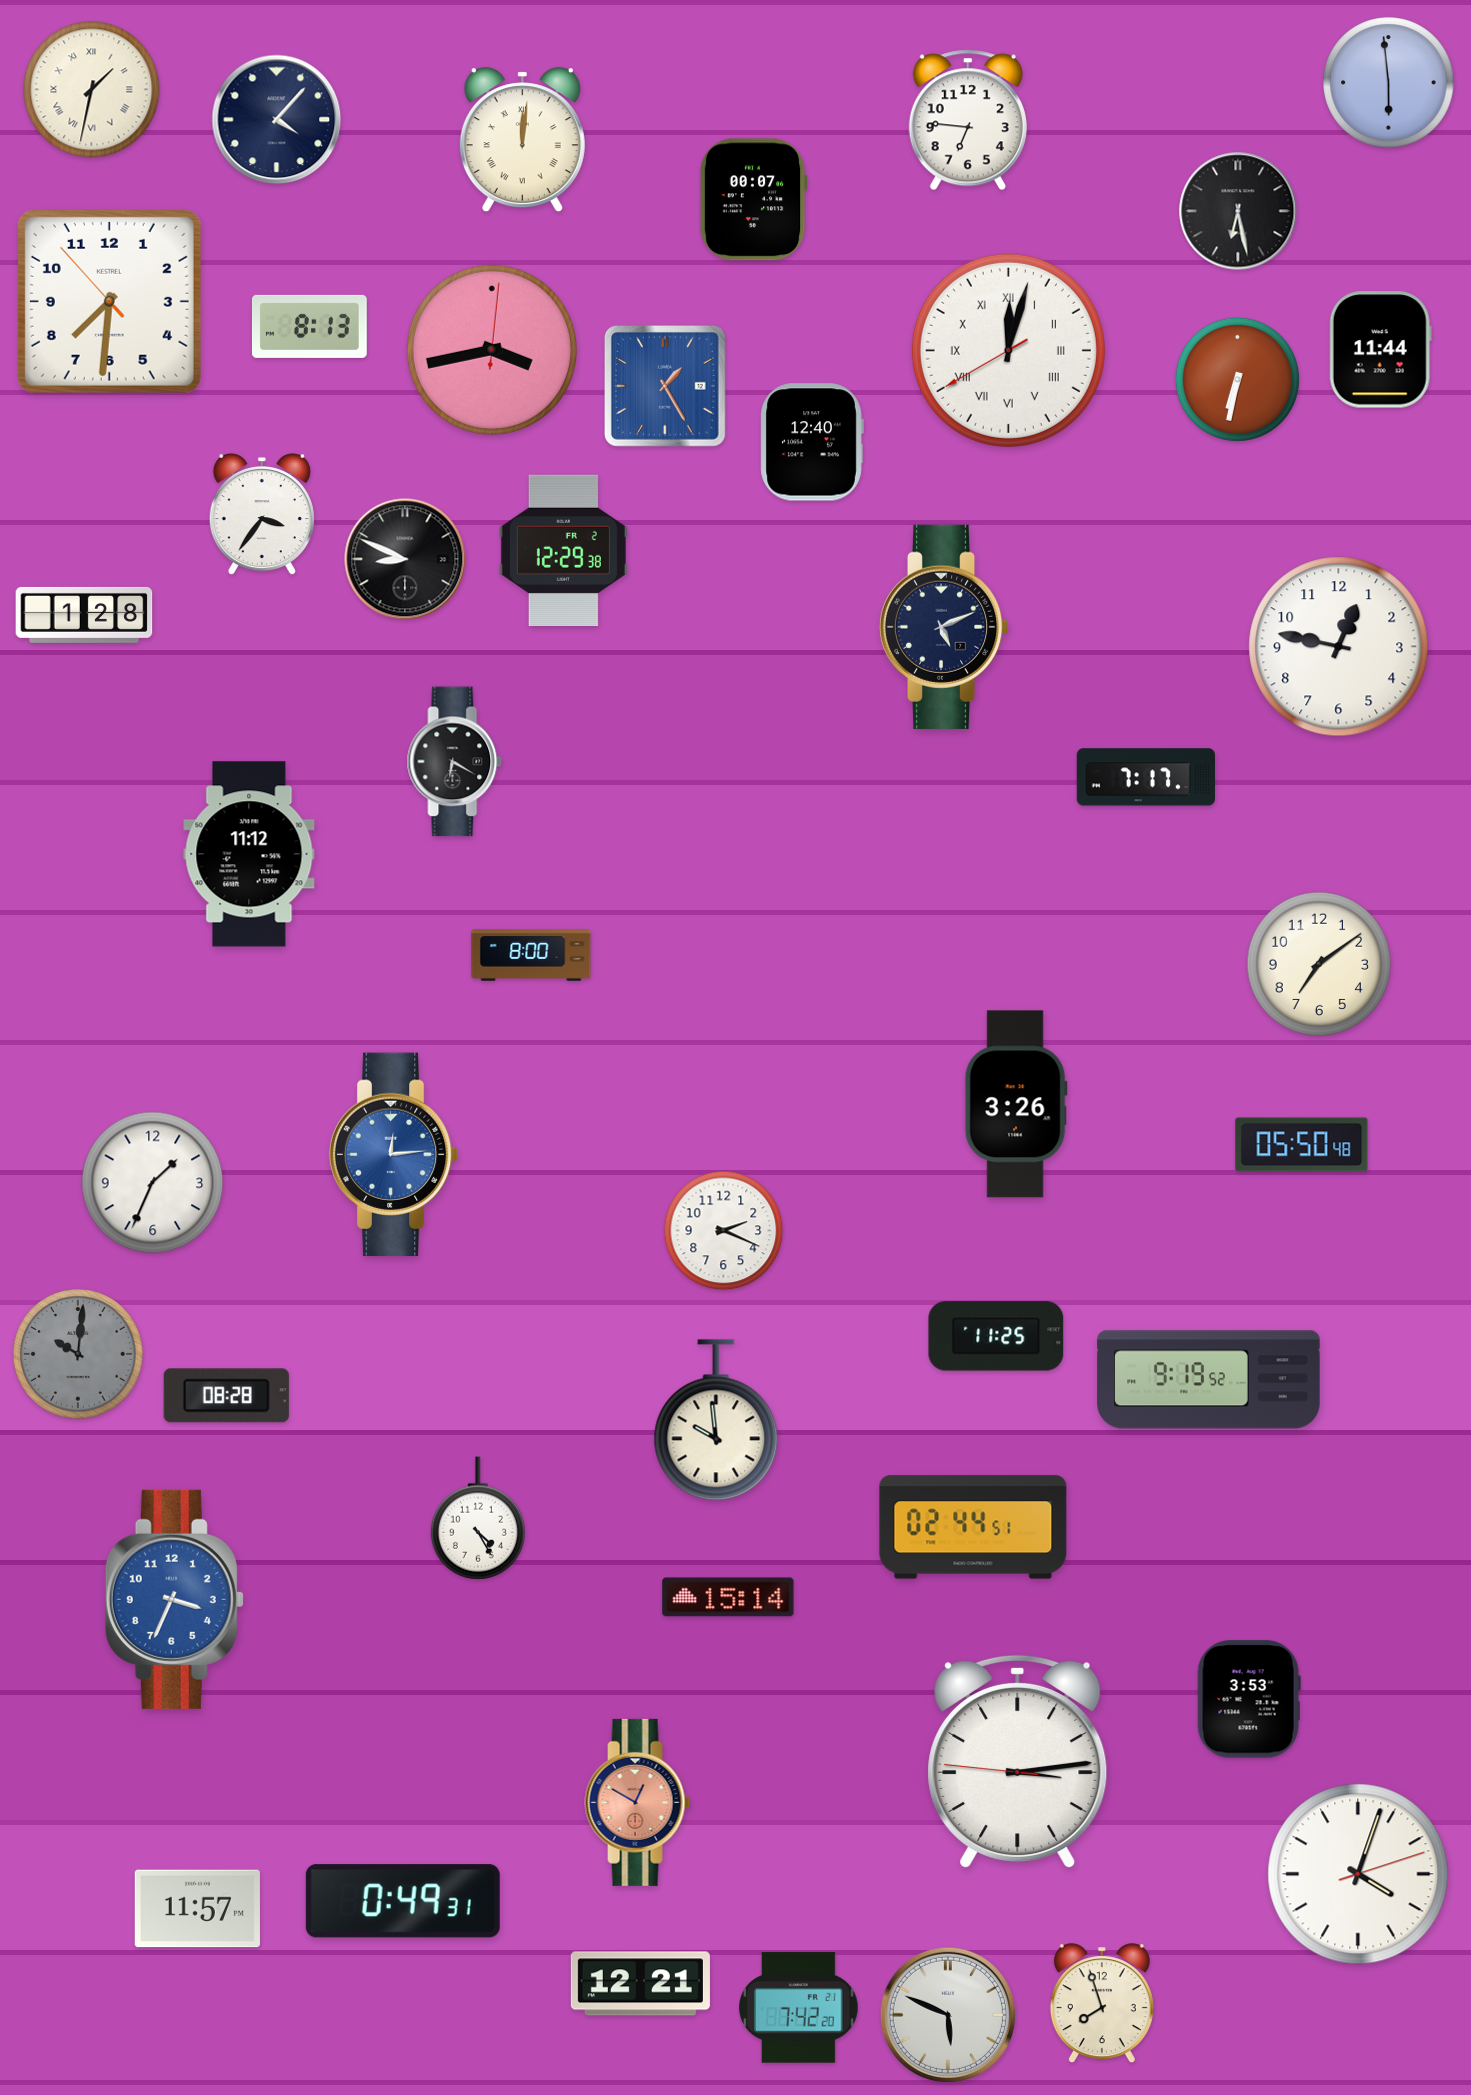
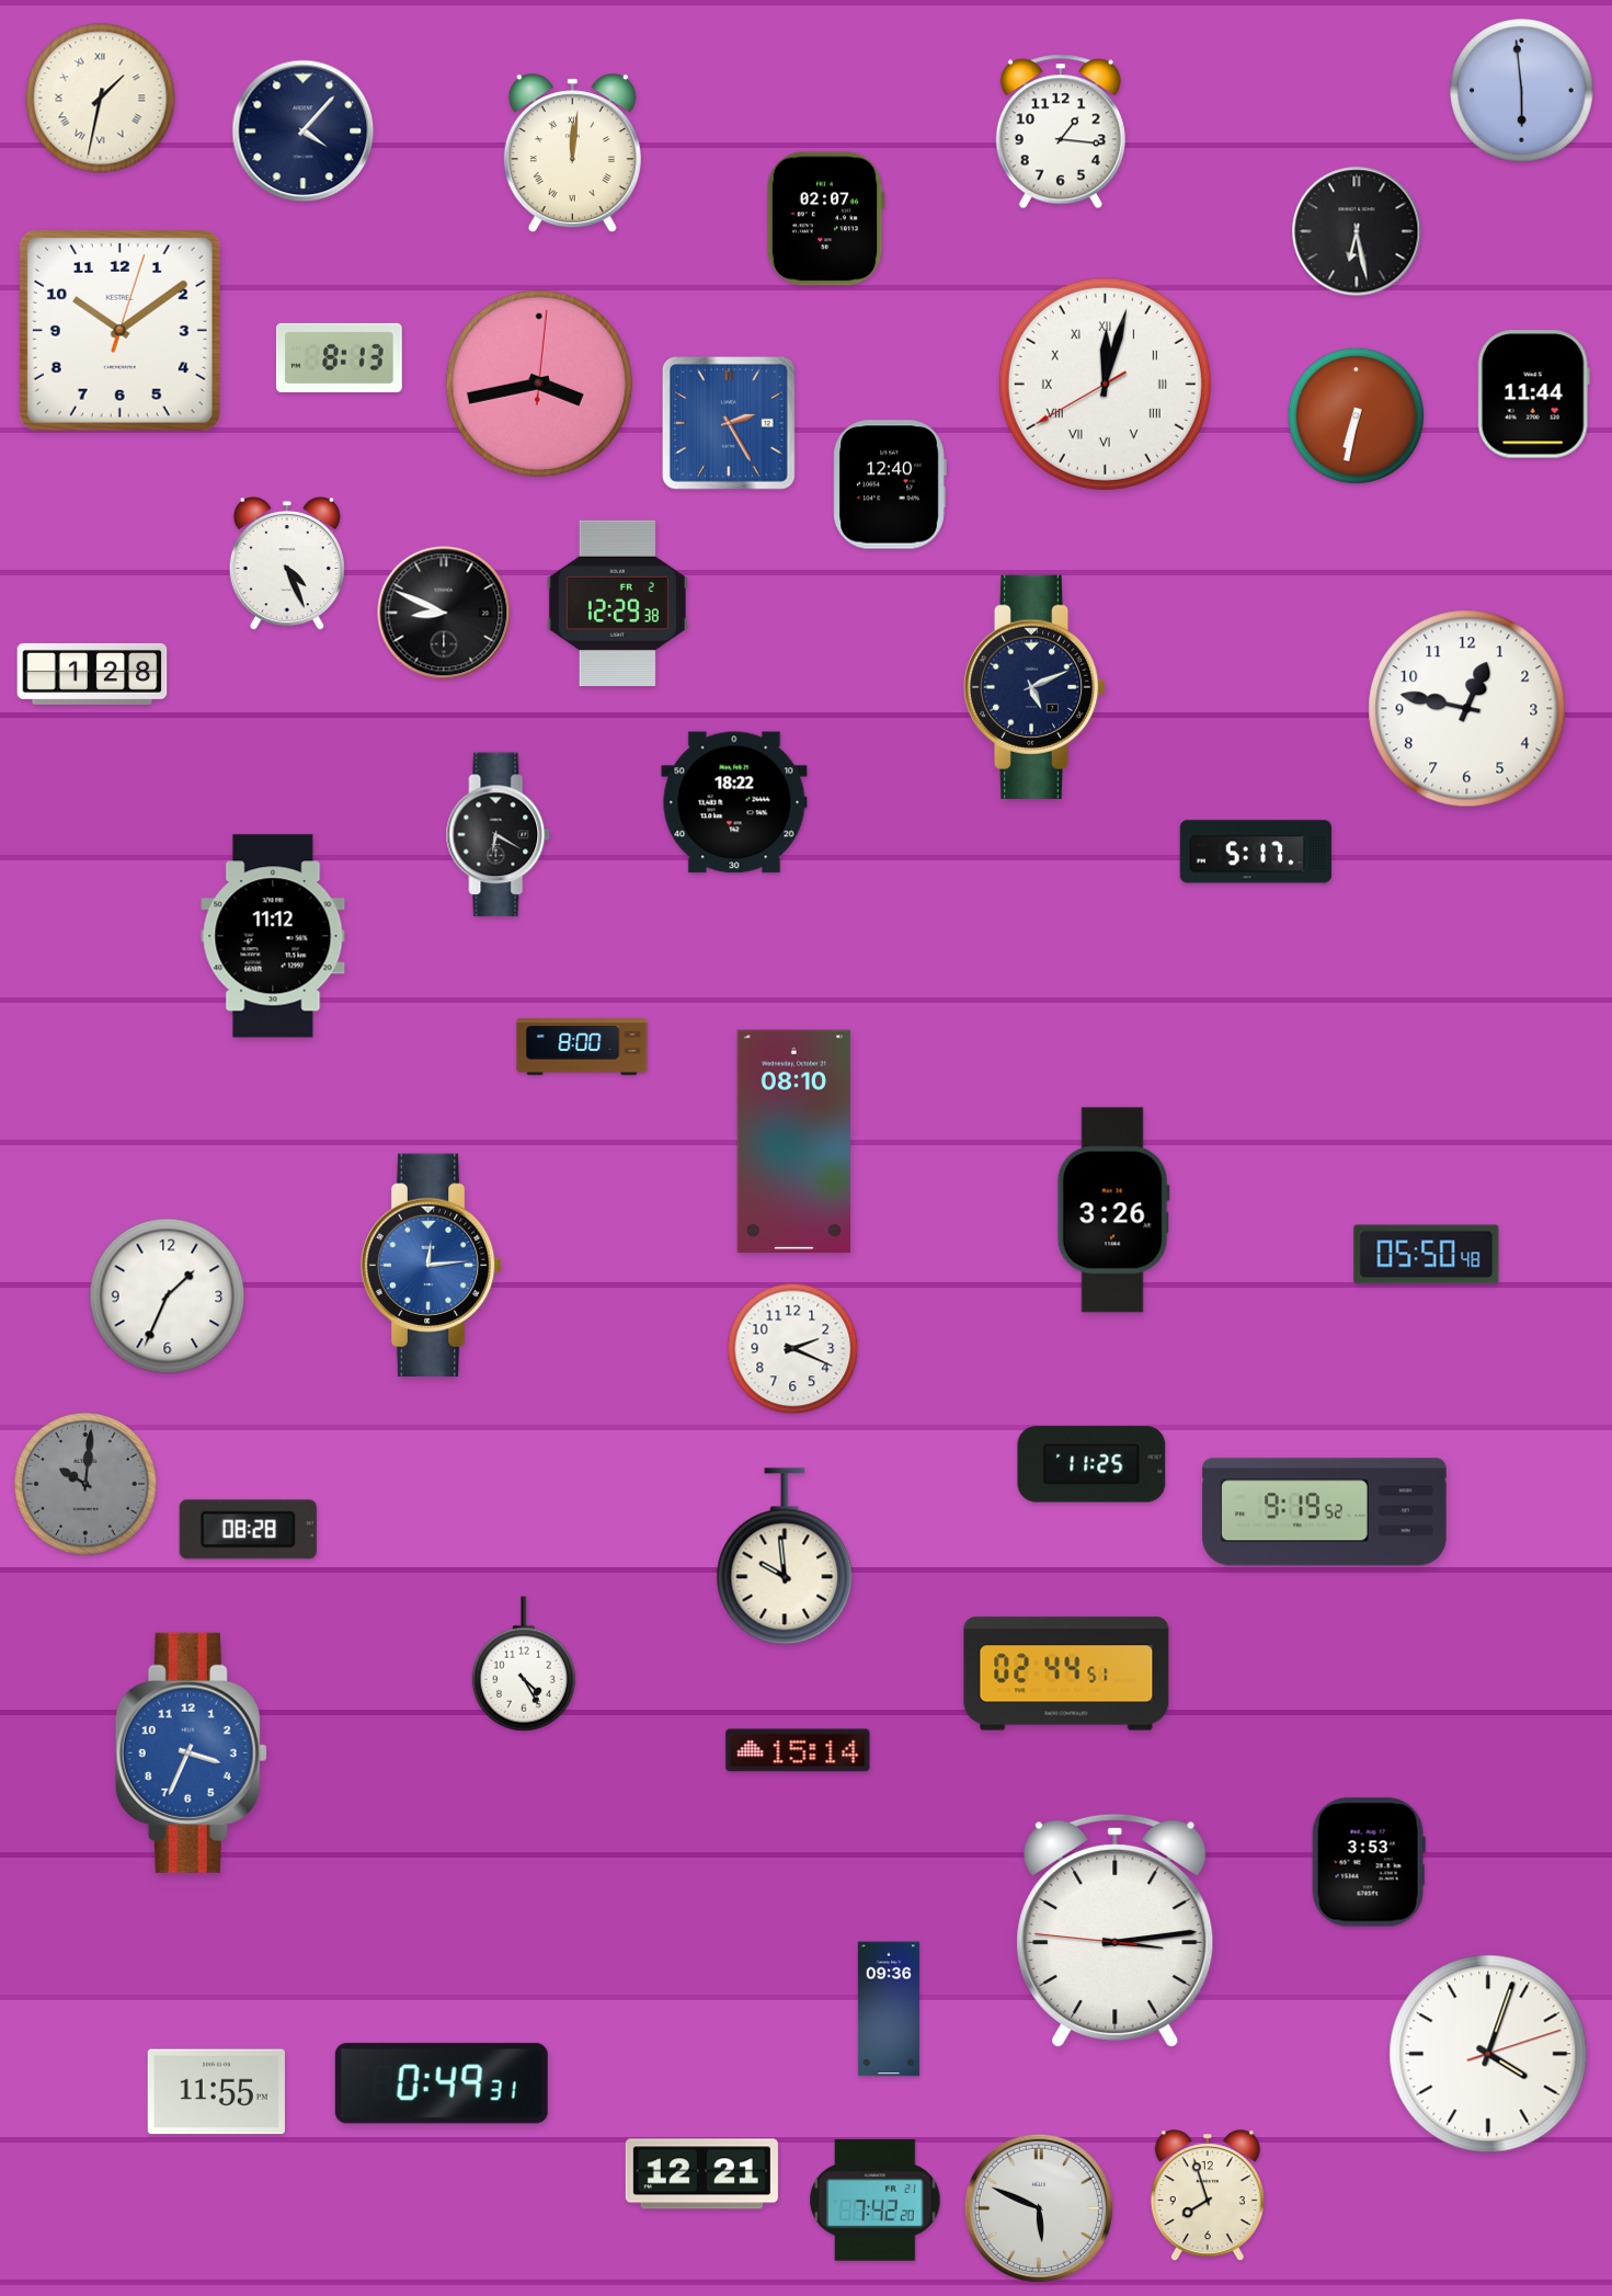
clock at (968, 120): 6:46 -> 1:16
clock at (753, 200): 00:07 -> 02:07
clock at (109, 301): 7:30 -> 10:09
clock at (1380, 350) position: (1380, 350) -> (1533, 395)
clock at (665, 386): 1:25 -> 2:25
clock at (262, 514): 3:36 -> 4:26
clock at (734, 802): none -> 18:22
clock at (1146, 777): 7:17 -> 5:17
clock at (1319, 964): 7:09 -> none
clock at (793, 1142): none -> 08:10
clock at (638, 1802): 12:50 -> none
clock at (889, 2009): none -> 09:36
clock at (197, 1909): 11:57 -> 11:55
